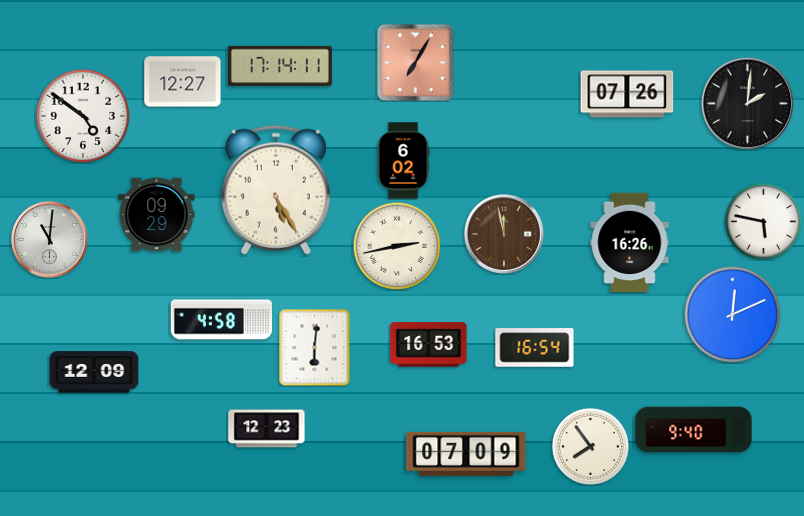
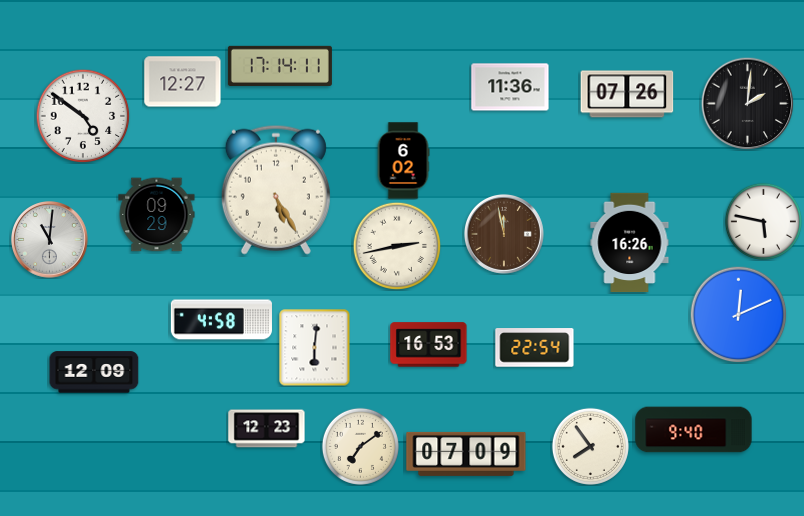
clock at (415, 62): 7:05 -> none
clock at (510, 87): none -> 11:36
clock at (732, 314) position: (732, 314) -> (738, 314)
clock at (535, 348): 16:54 -> 22:54
clock at (360, 446): none -> 7:09
